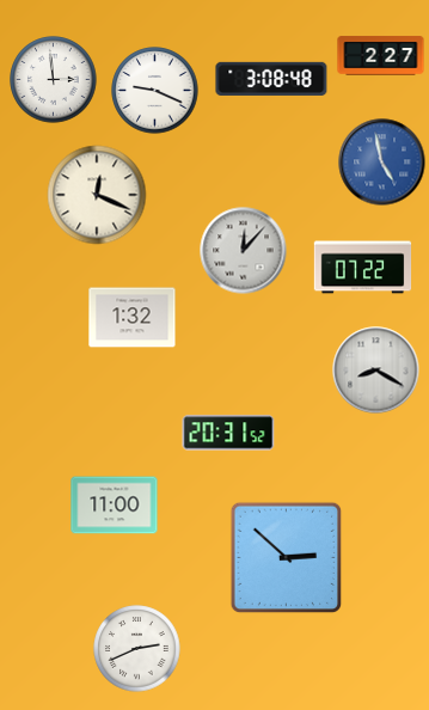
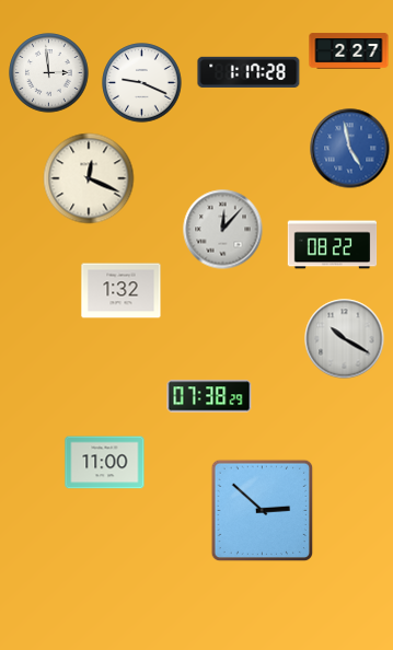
clock at (271, 79): 3:08 -> 1:17
clock at (363, 268): 07:22 -> 08:22
clock at (376, 371): 8:20 -> 10:20
clock at (228, 433): 20:31 -> 07:38
clock at (137, 649): 2:41 -> none
